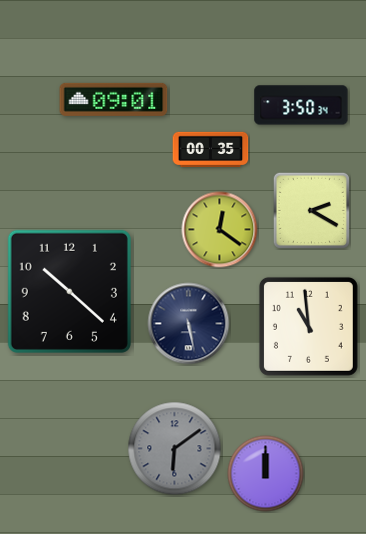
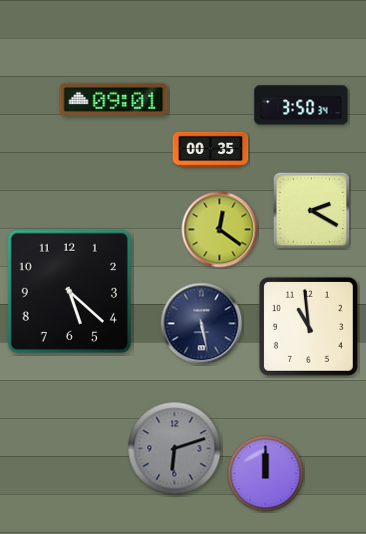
clock at (69, 291): 10:22 -> 5:22
clock at (189, 324) position: (189, 324) -> (202, 324)
clock at (175, 449): 6:09 -> 6:12
